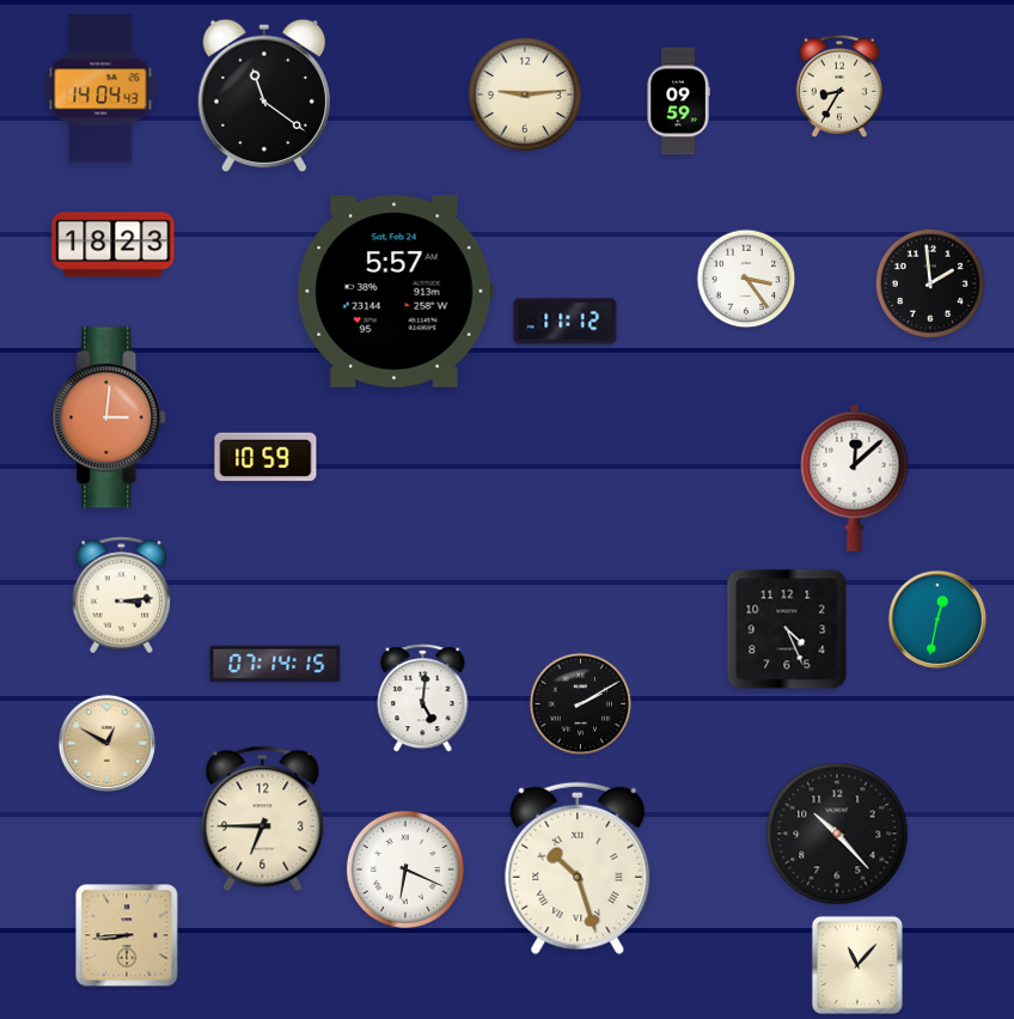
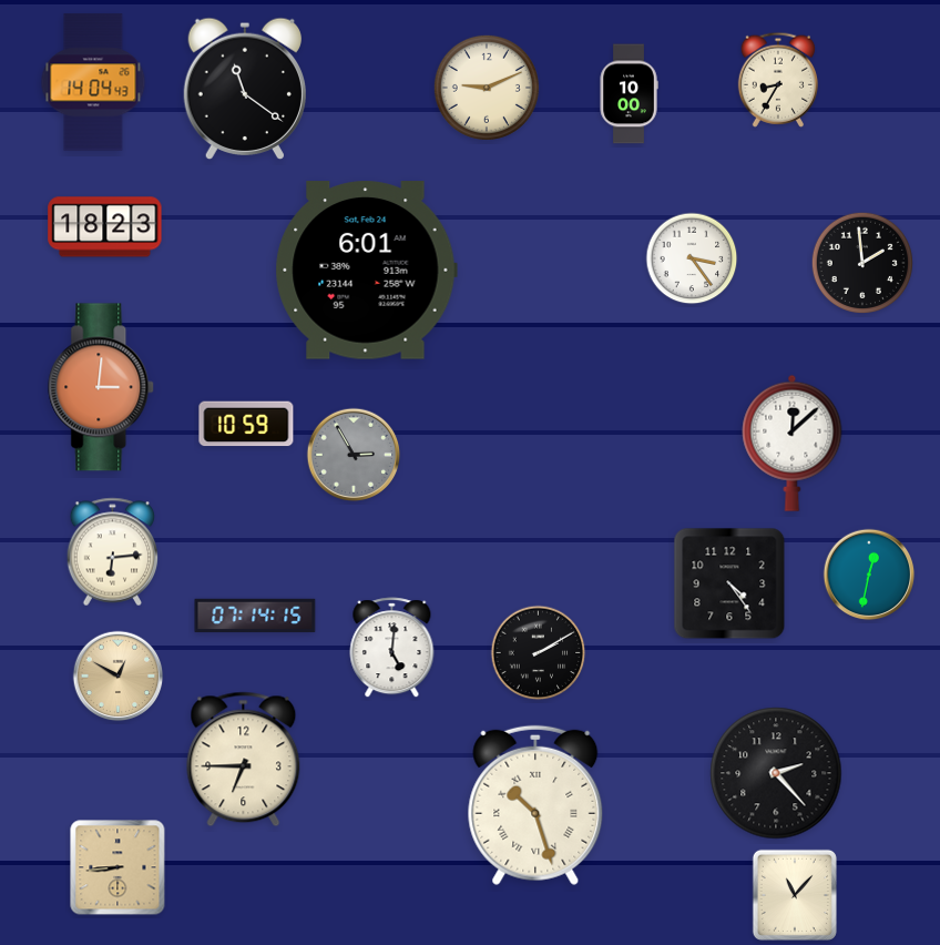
clock at (525, 94): 9:14 -> 9:11
clock at (678, 102): 09:59 -> 10:00
clock at (395, 292): 5:57 -> 6:01
clock at (566, 322): 11:12 -> none
clock at (354, 455): none -> 2:55
clock at (122, 596): 3:14 -> 6:14
clock at (787, 629): 4:26 -> 4:24
clock at (108, 744) position: (108, 744) -> (119, 677)
clock at (837, 834): 10:23 -> 2:23
clock at (405, 869): 6:19 -> none
